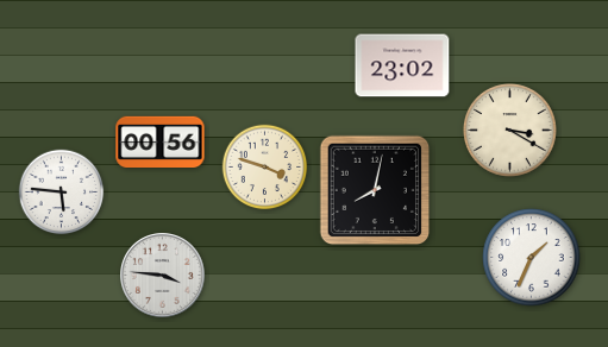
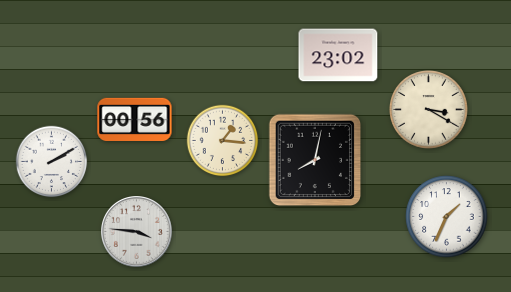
clock at (265, 168): 3:48 -> 1:16
clock at (62, 193): 5:46 -> 2:10
